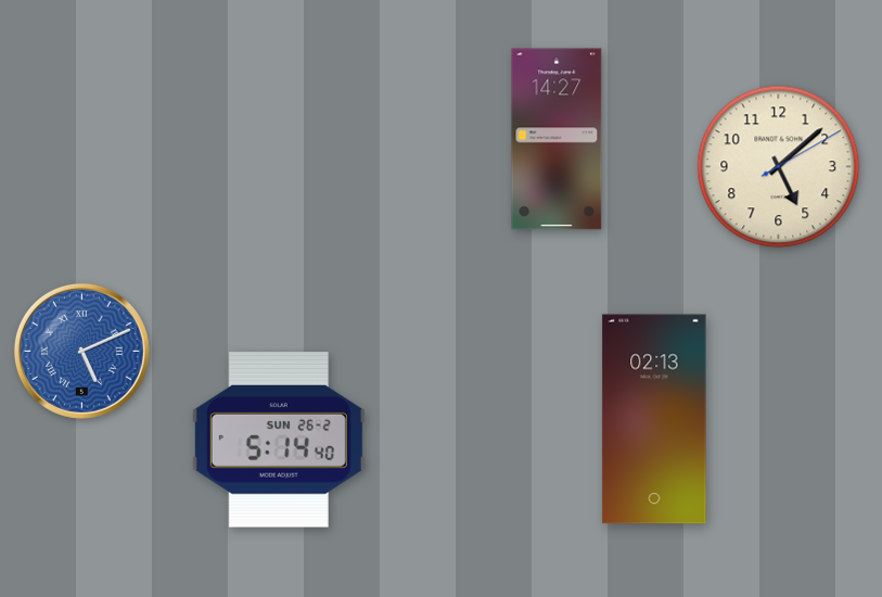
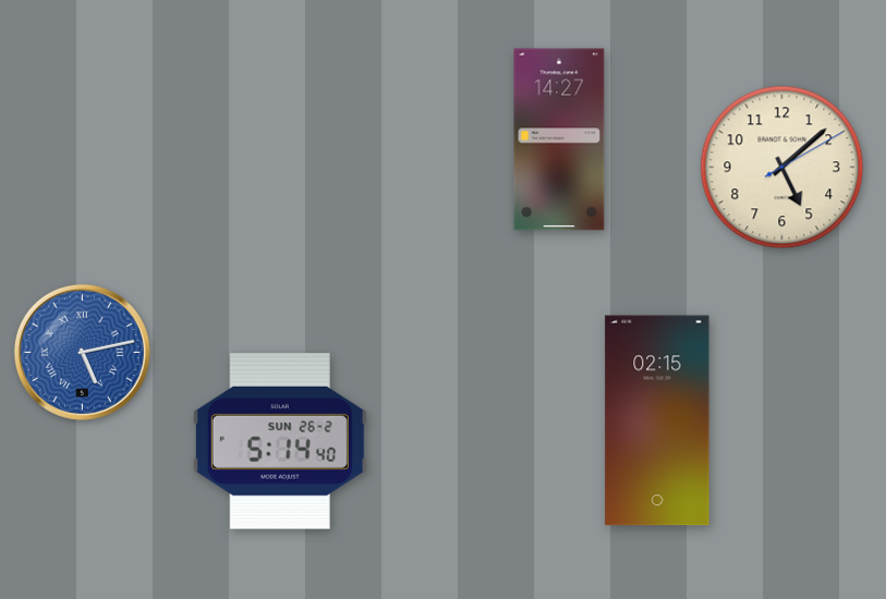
clock at (81, 351): 5:11 -> 5:13
clock at (654, 419): 02:13 -> 02:15
